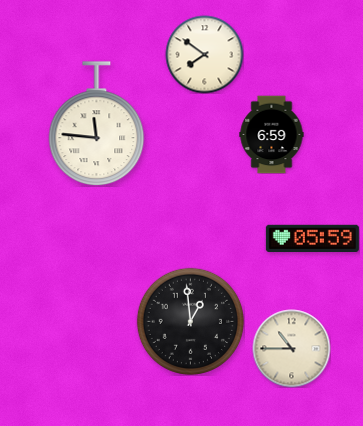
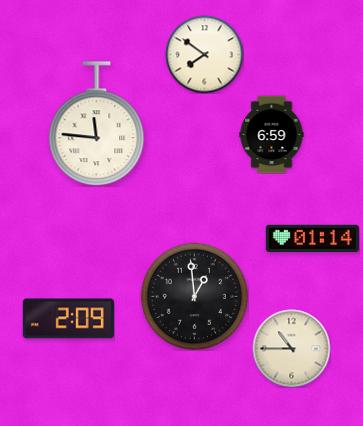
clock at (312, 239): 05:59 -> 01:14
clock at (68, 319): none -> 2:09
clock at (190, 321) position: (190, 321) -> (194, 296)
